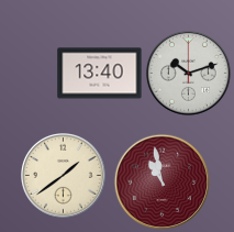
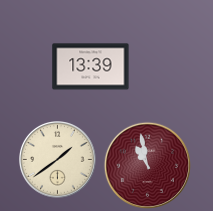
clock at (100, 74): 13:40 -> 13:39
clock at (189, 74): 10:12 -> none
